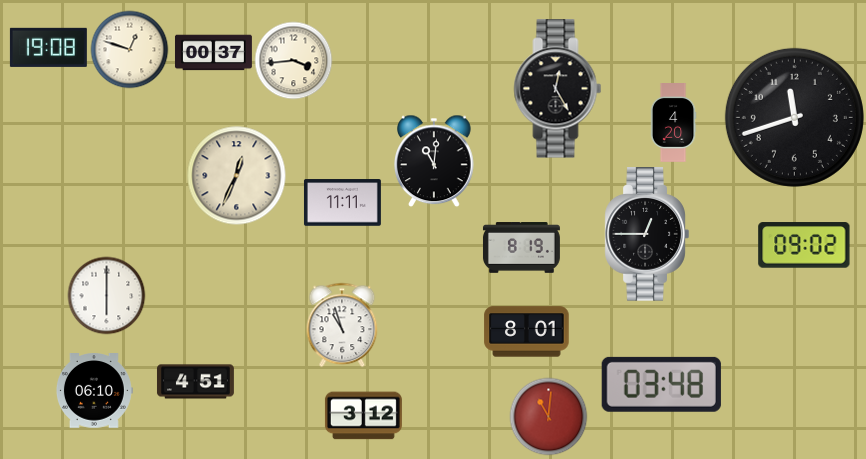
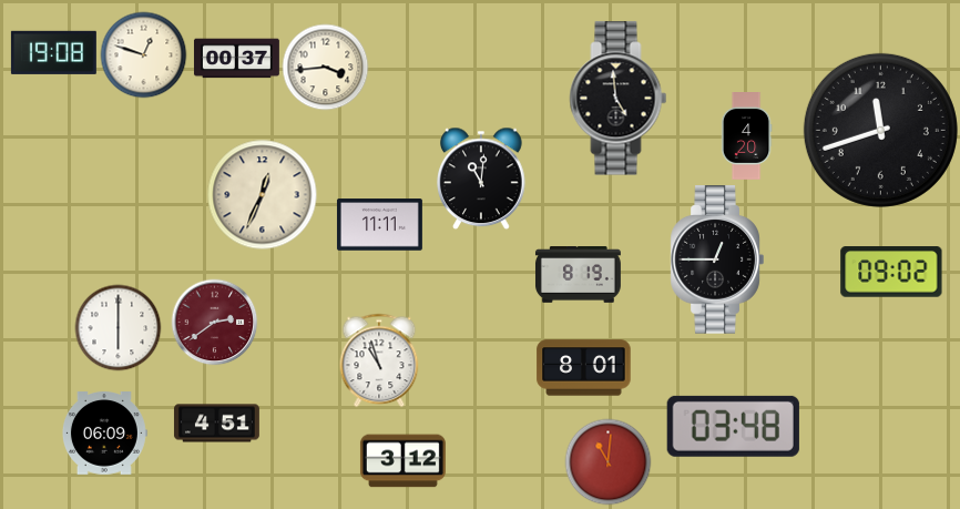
clock at (558, 89): 12:25 -> 4:59
clock at (214, 322): none -> 2:39
clock at (94, 391): 06:10 -> 06:09
